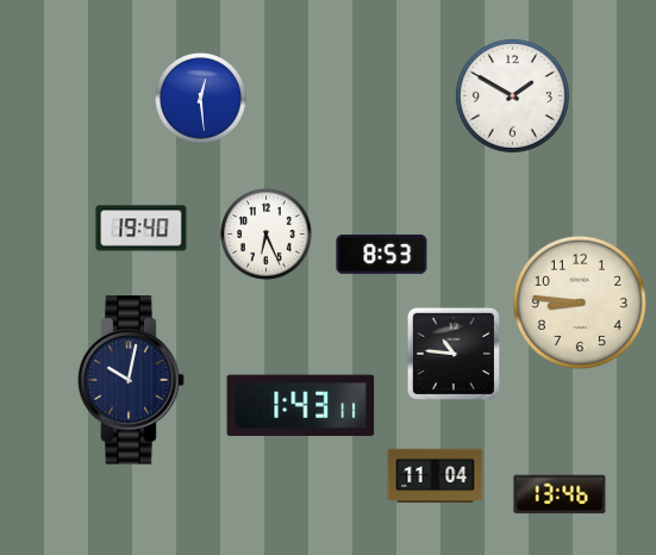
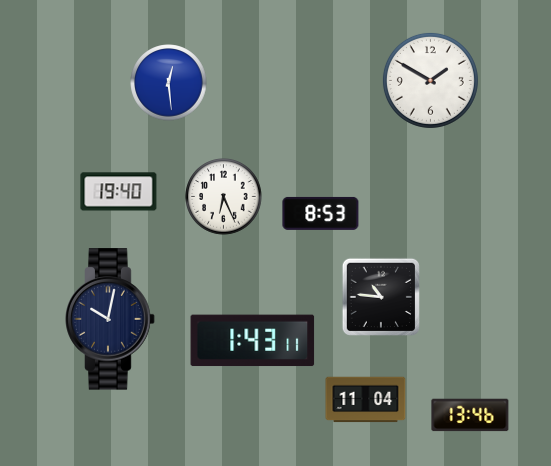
clock at (580, 303): 8:46 -> none
